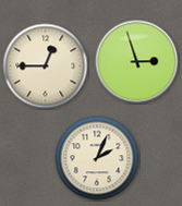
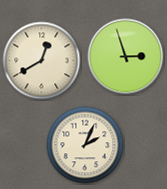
clock at (46, 66): 12:45 -> 12:40
clock at (97, 158) position: (97, 158) -> (85, 145)
